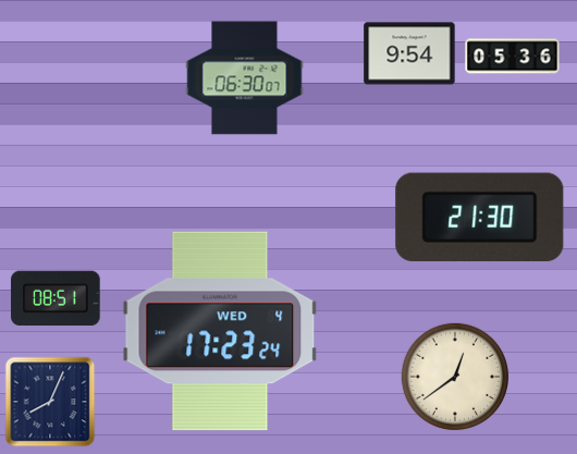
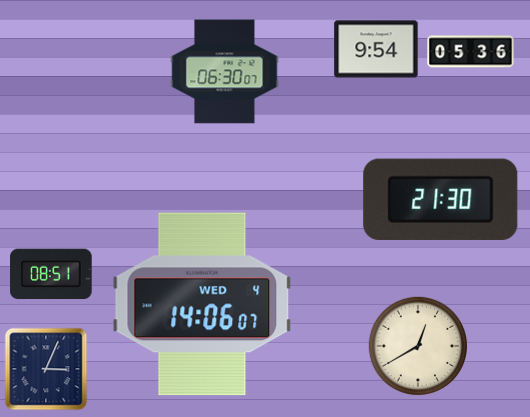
clock at (220, 331): 17:23 -> 14:06
clock at (455, 377): 12:39 -> 12:40
clock at (50, 402): 8:04 -> 3:04
